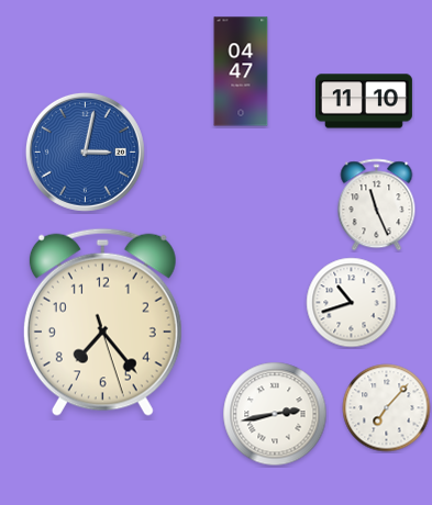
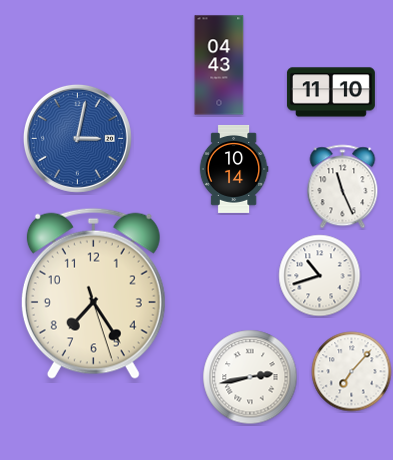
clock at (241, 71): 04:47 -> 04:43
clock at (234, 169): none -> 10:14
clock at (102, 322): 7:23 -> 7:24
